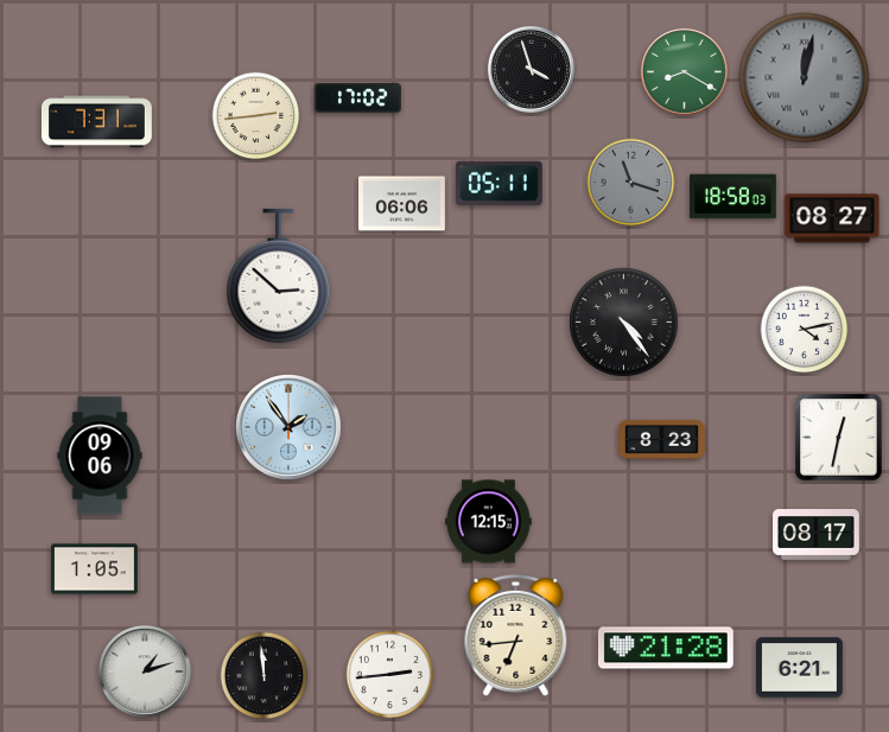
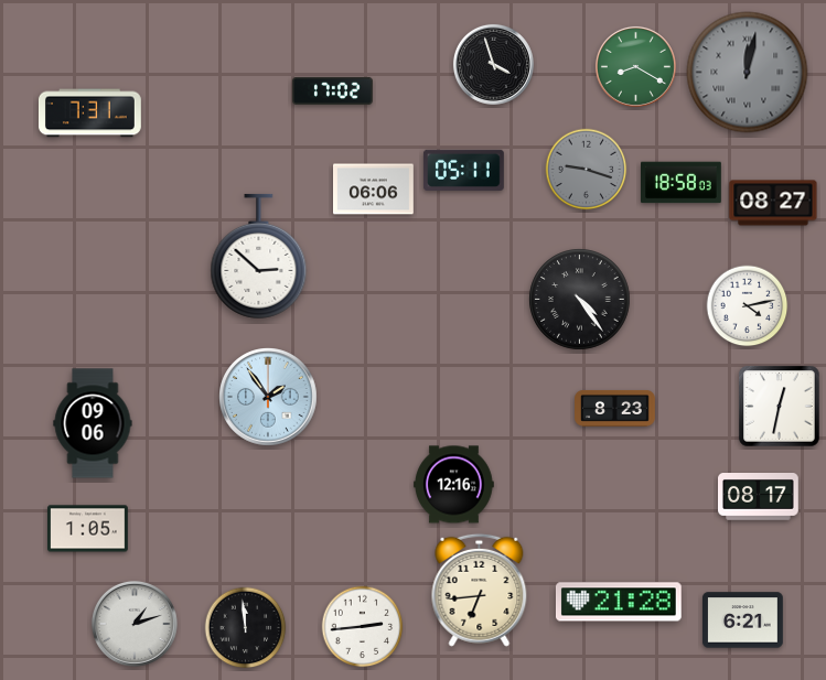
clock at (256, 116): 2:44 -> none
clock at (631, 183): 11:18 -> 9:18
clock at (489, 522): 12:15 -> 12:16
